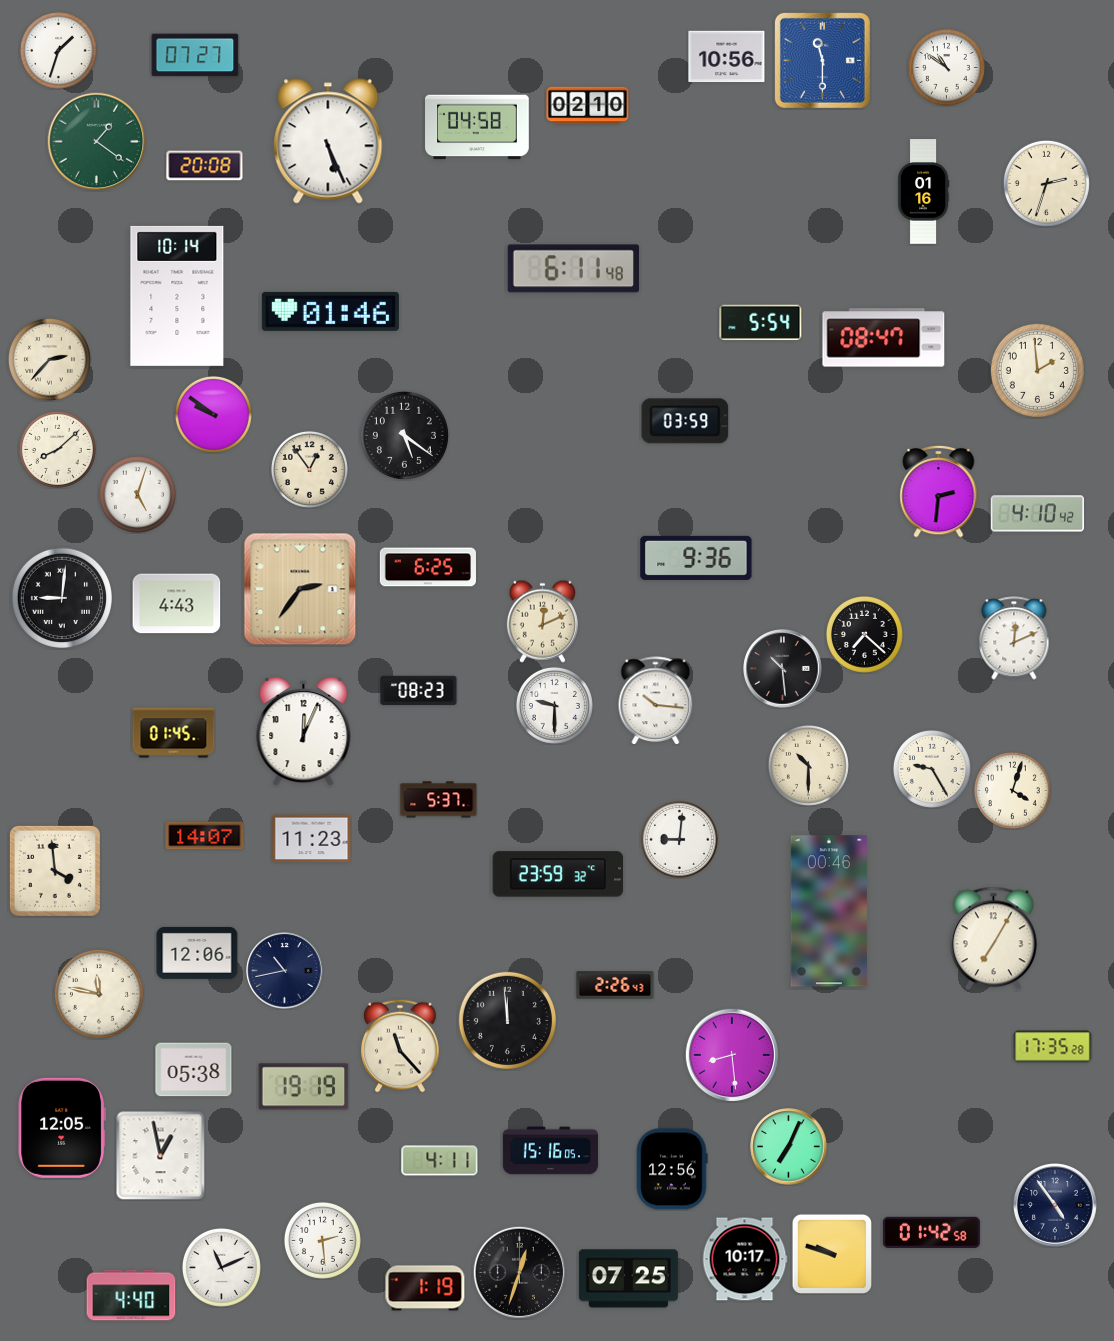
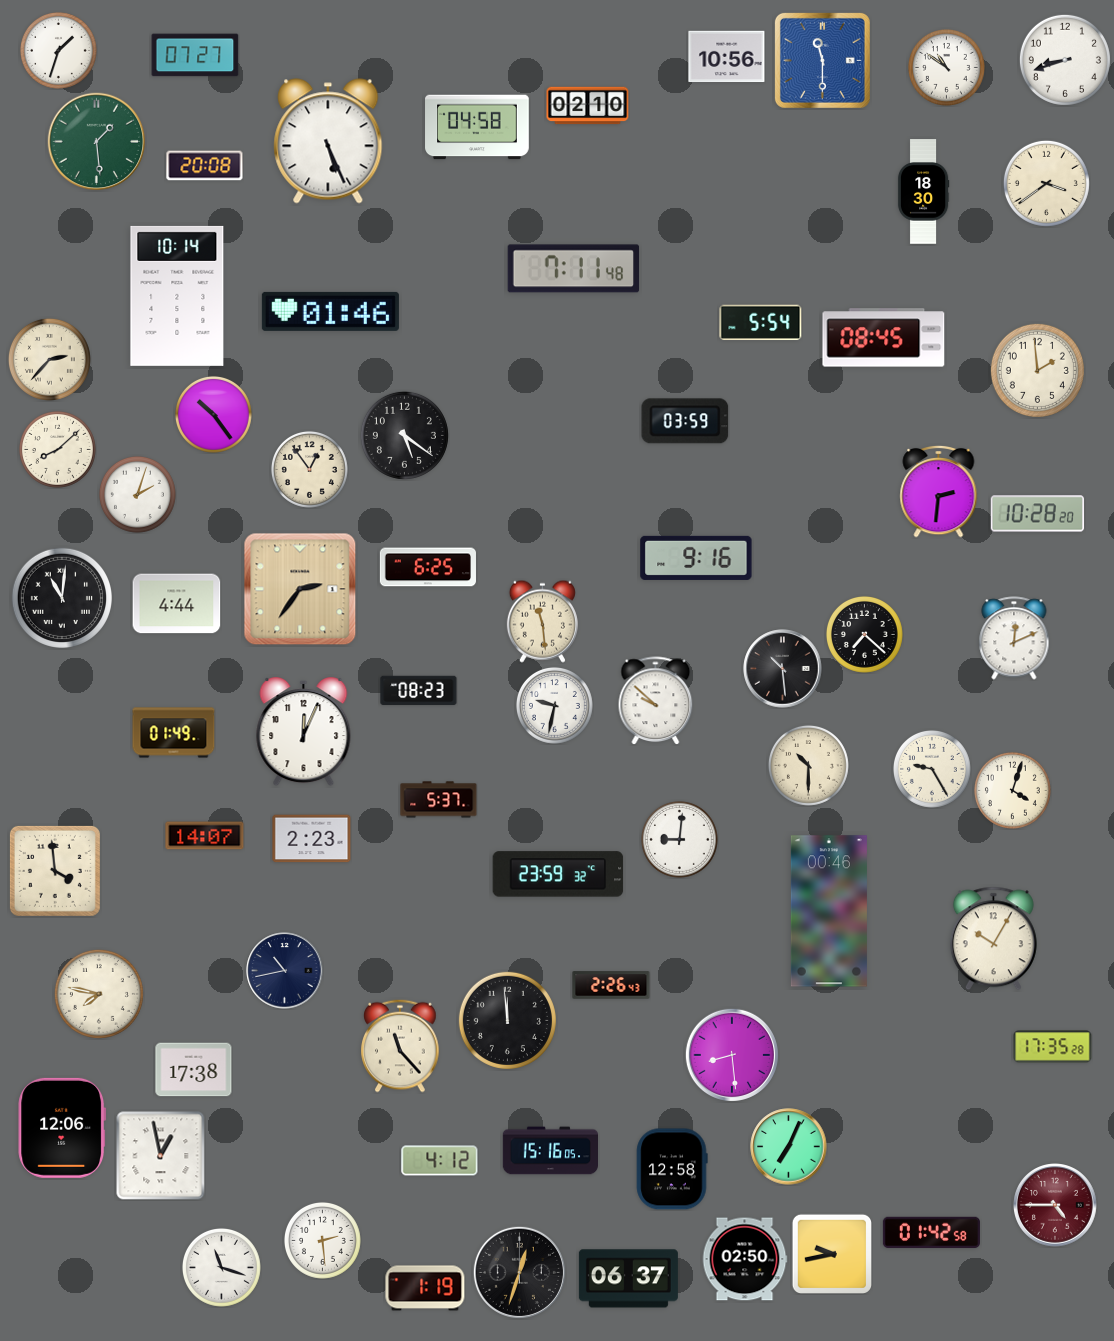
clock at (1065, 60): none -> 8:42
clock at (97, 142): 1:21 -> 1:29
clock at (1046, 183): 2:33 -> 3:39
clock at (923, 192): 01:16 -> 18:30
clock at (574, 269): 6:11 -> 7:11
clock at (884, 338): 08:47 -> 08:45
clock at (213, 414): 9:51 -> 10:24
clock at (137, 494): 5:03 -> 2:03
clock at (1038, 514): 4:10 -> 10:28
clock at (696, 558): 9:36 -> 9:16
clock at (62, 598): 9:01 -> 11:01
clock at (177, 604): 4:43 -> 4:44
clock at (542, 621): 12:11 -> 11:29
clock at (656, 700): 10:16 -> 9:52
clock at (554, 705): 9:30 -> 9:32
clock at (174, 733): 01:45 -> 01:49
clock at (312, 839): 11:23 -> 2:23
clock at (993, 939): 7:05 -> 10:05
clock at (197, 953): 12:06 -> none
clock at (615, 985) position: (615, 985) -> (611, 985)
clock at (99, 994): 11:47 -> 7:47
clock at (194, 1070): 05:38 -> 17:38
clock at (304, 1087): 19:19 -> none
clock at (62, 1128): 12:05 -> 12:06
clock at (440, 1161): 4:11 -> 4:12
clock at (672, 1169): 12:56 -> 12:58
clock at (1056, 1206): 4:54 -> 4:45
clock at (1056, 1206) dial: navy -> burgundy
clock at (831, 1253): 9:48 -> 9:43
clock at (745, 1259): 10:17 -> 02:50
clock at (221, 1267): 11:11 -> 11:18
clock at (628, 1279): 07:25 -> 06:37
clock at (131, 1295): 4:40 -> none
